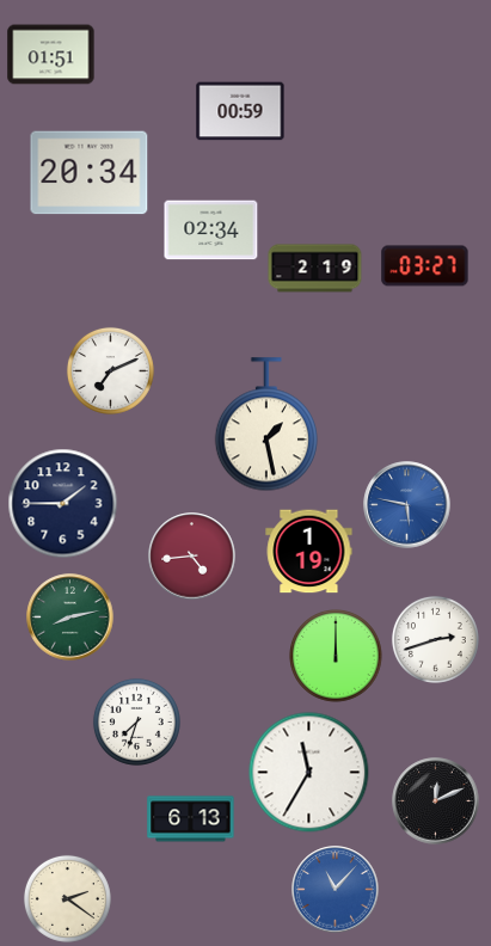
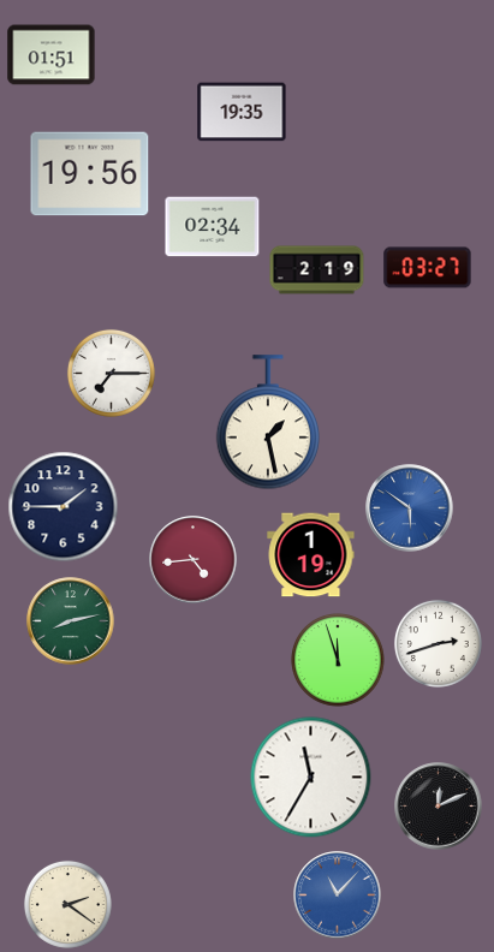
clock at (240, 111): 00:59 -> 19:35
clock at (90, 173): 20:34 -> 19:56
clock at (211, 231) position: (211, 231) -> (213, 227)
clock at (110, 370): 7:11 -> 7:15
clock at (265, 425) position: (265, 425) -> (267, 423)
clock at (407, 505): 5:47 -> 5:51
clock at (336, 656): 12:00 -> 11:57
clock at (136, 721): 7:33 -> none
clock at (191, 819): 6:13 -> none
